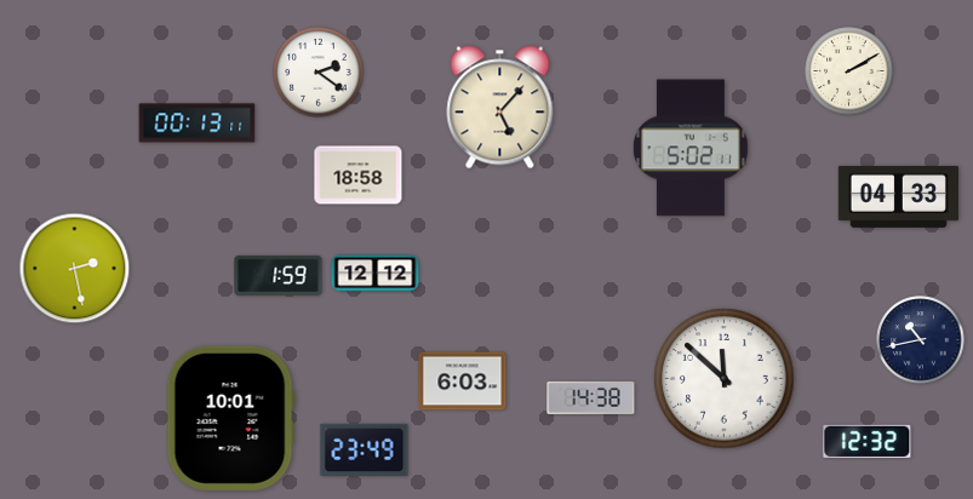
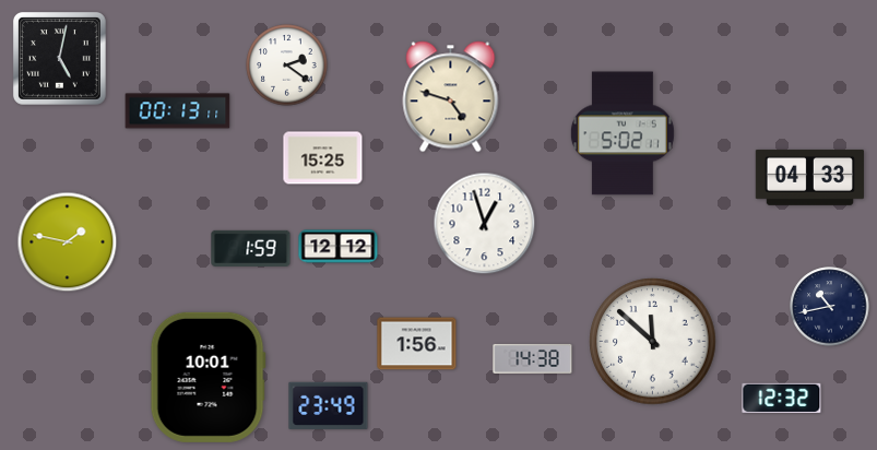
clock at (59, 58): none -> 5:02
clock at (849, 71): 2:10 -> none
clock at (500, 108): 5:07 -> 4:48
clock at (359, 176): 18:58 -> 15:25
clock at (485, 224): none -> 12:57
clock at (75, 269): 2:28 -> 1:47
clock at (463, 382): 6:03 -> 1:56
